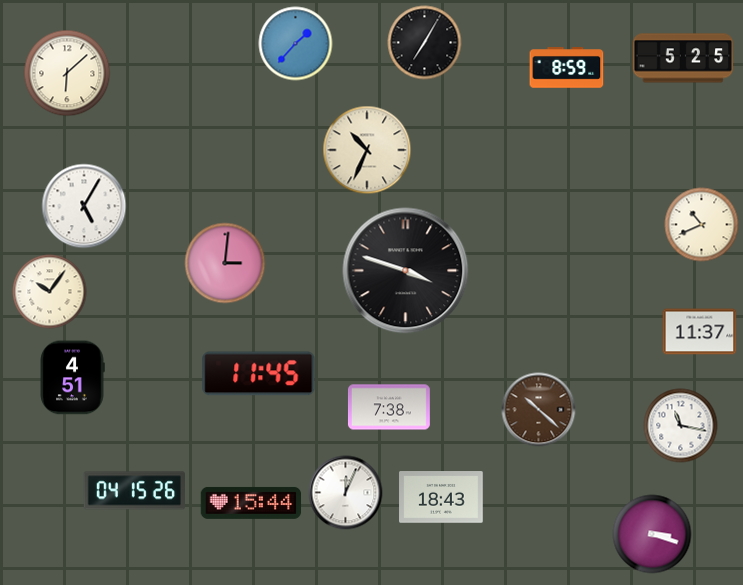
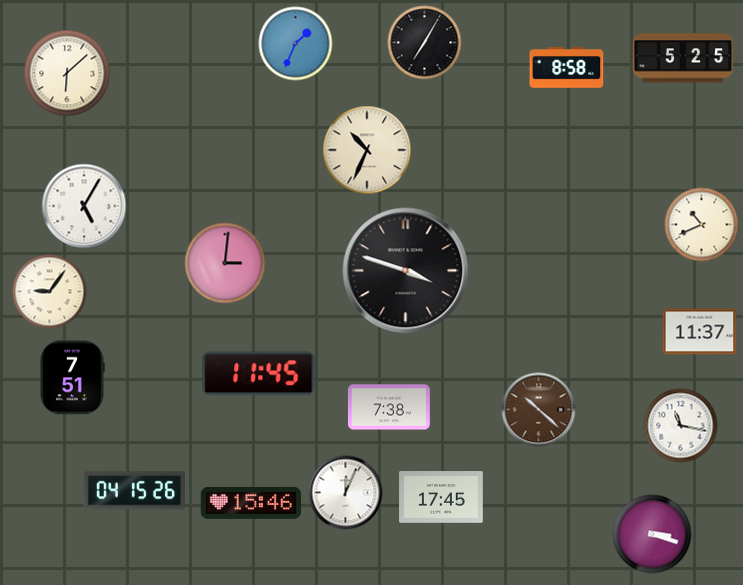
clock at (296, 44): 1:37 -> 1:34
clock at (567, 68): 8:59 -> 8:58
clock at (50, 292): 10:06 -> 9:06
clock at (72, 378): 4:51 -> 7:51
clock at (441, 497): 18:43 -> 17:45
clock at (251, 503): 15:44 -> 15:46
